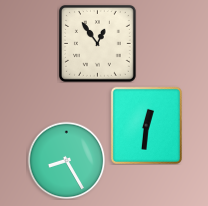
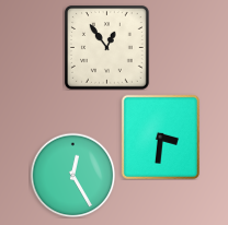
clock at (146, 125): 12:31 -> 3:31
clock at (66, 160): 8:25 -> 12:25
